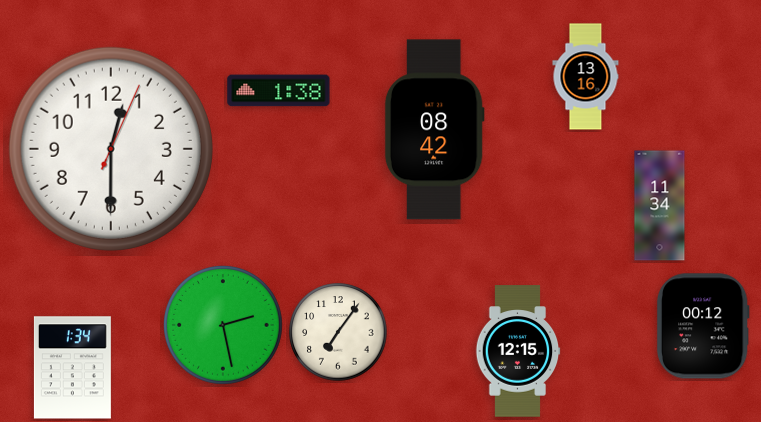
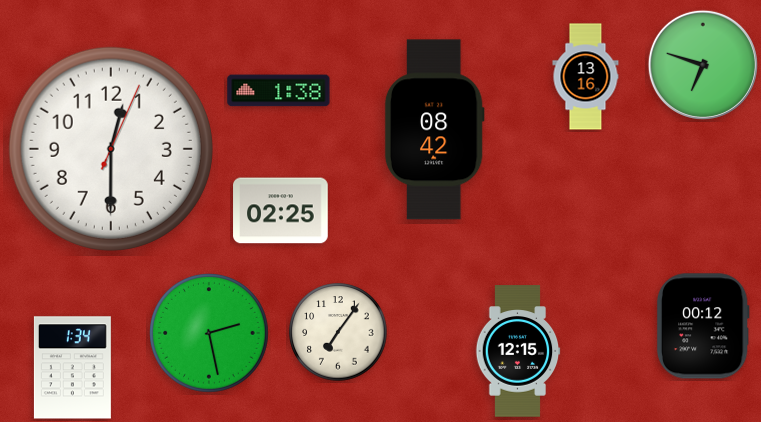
clock at (703, 65): none -> 6:48
clock at (660, 206): 11:34 -> none
clock at (281, 211): none -> 02:25
clock at (224, 326) position: (224, 326) -> (210, 334)
